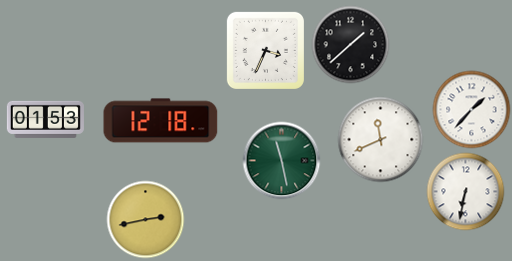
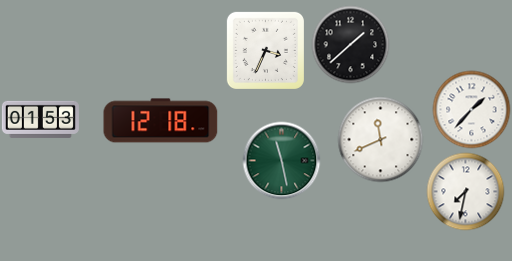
clock at (45, 119) position: (45, 119) -> (40, 119)
clock at (465, 191): 6:32 -> 7:32
clock at (145, 219): 2:43 -> none
